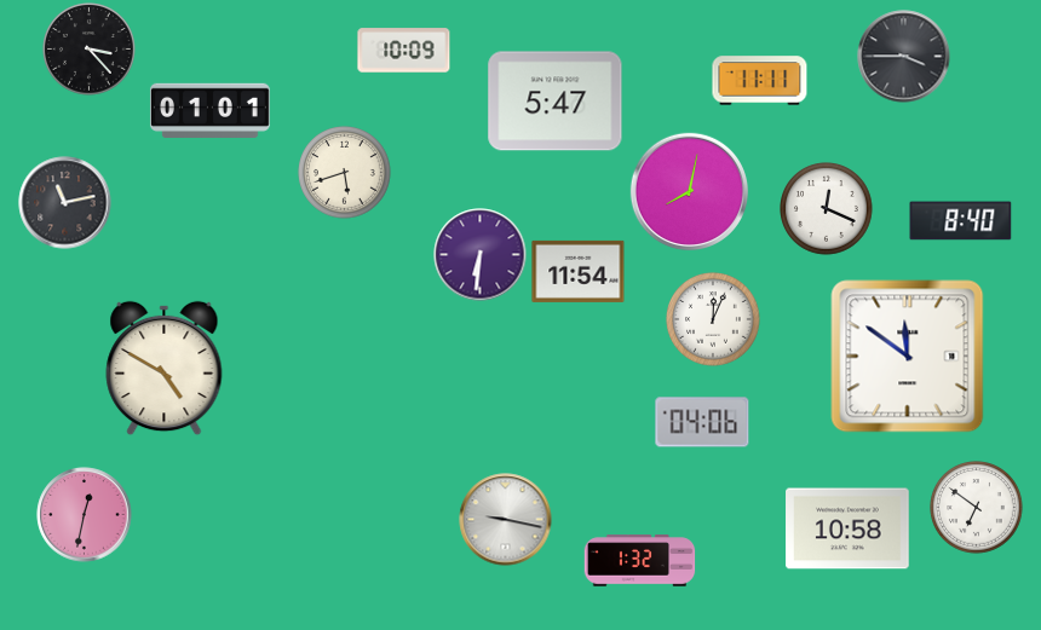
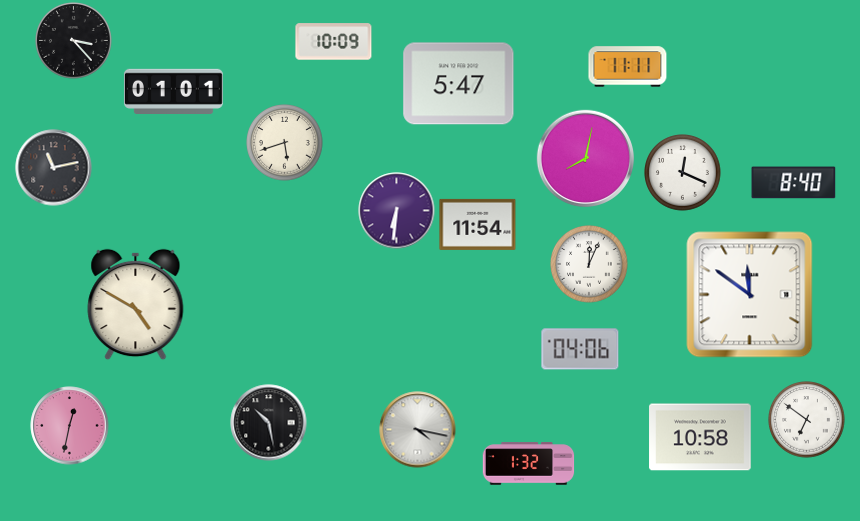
clock at (904, 57): 3:45 -> none
clock at (689, 191) position: (689, 191) -> (585, 158)
clock at (269, 423): none -> 10:28
clock at (506, 520): 9:17 -> 4:17
